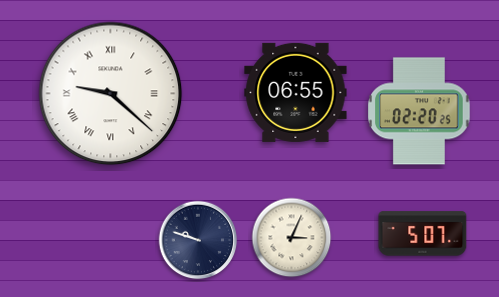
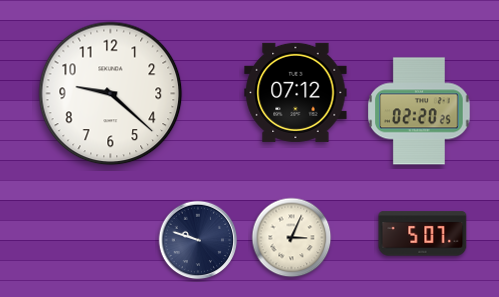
clock at (296, 92): 06:55 -> 07:12
clock at (111, 94) numerals: Roman -> Arabic
